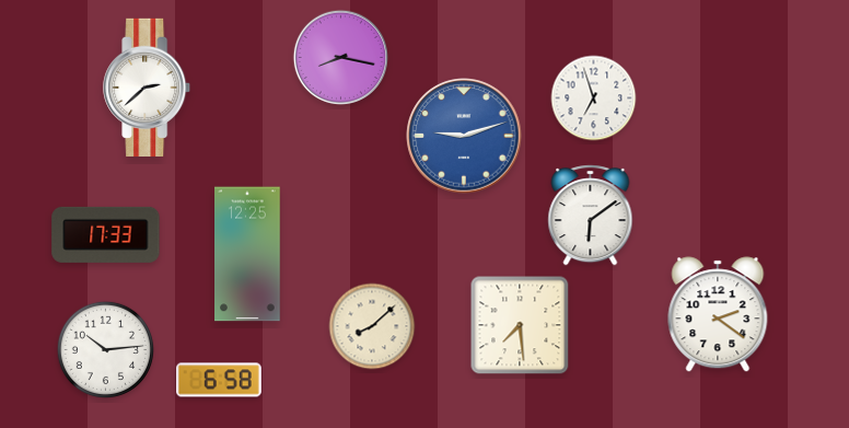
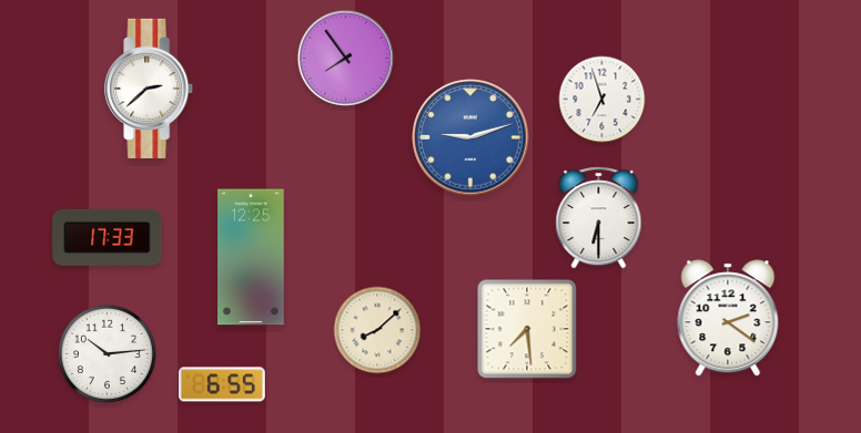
clock at (340, 57): 8:17 -> 7:54
clock at (591, 216): 6:09 -> 6:30
clock at (219, 380): 6:58 -> 6:55
